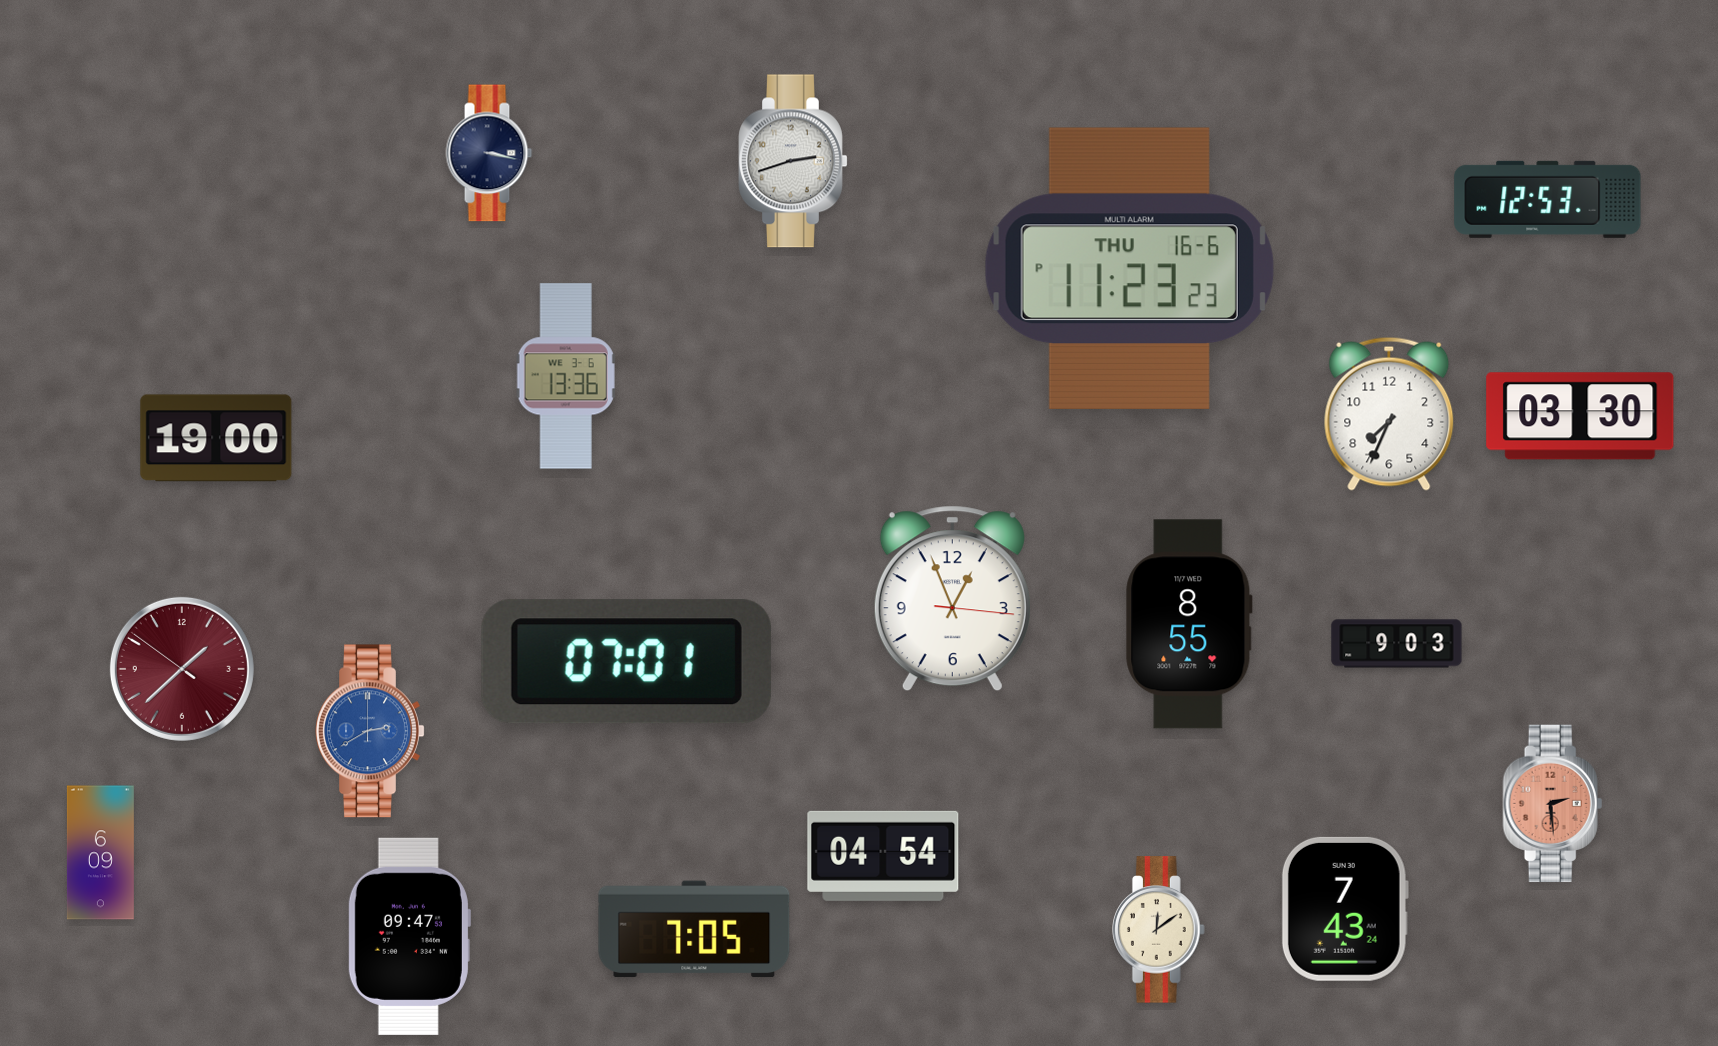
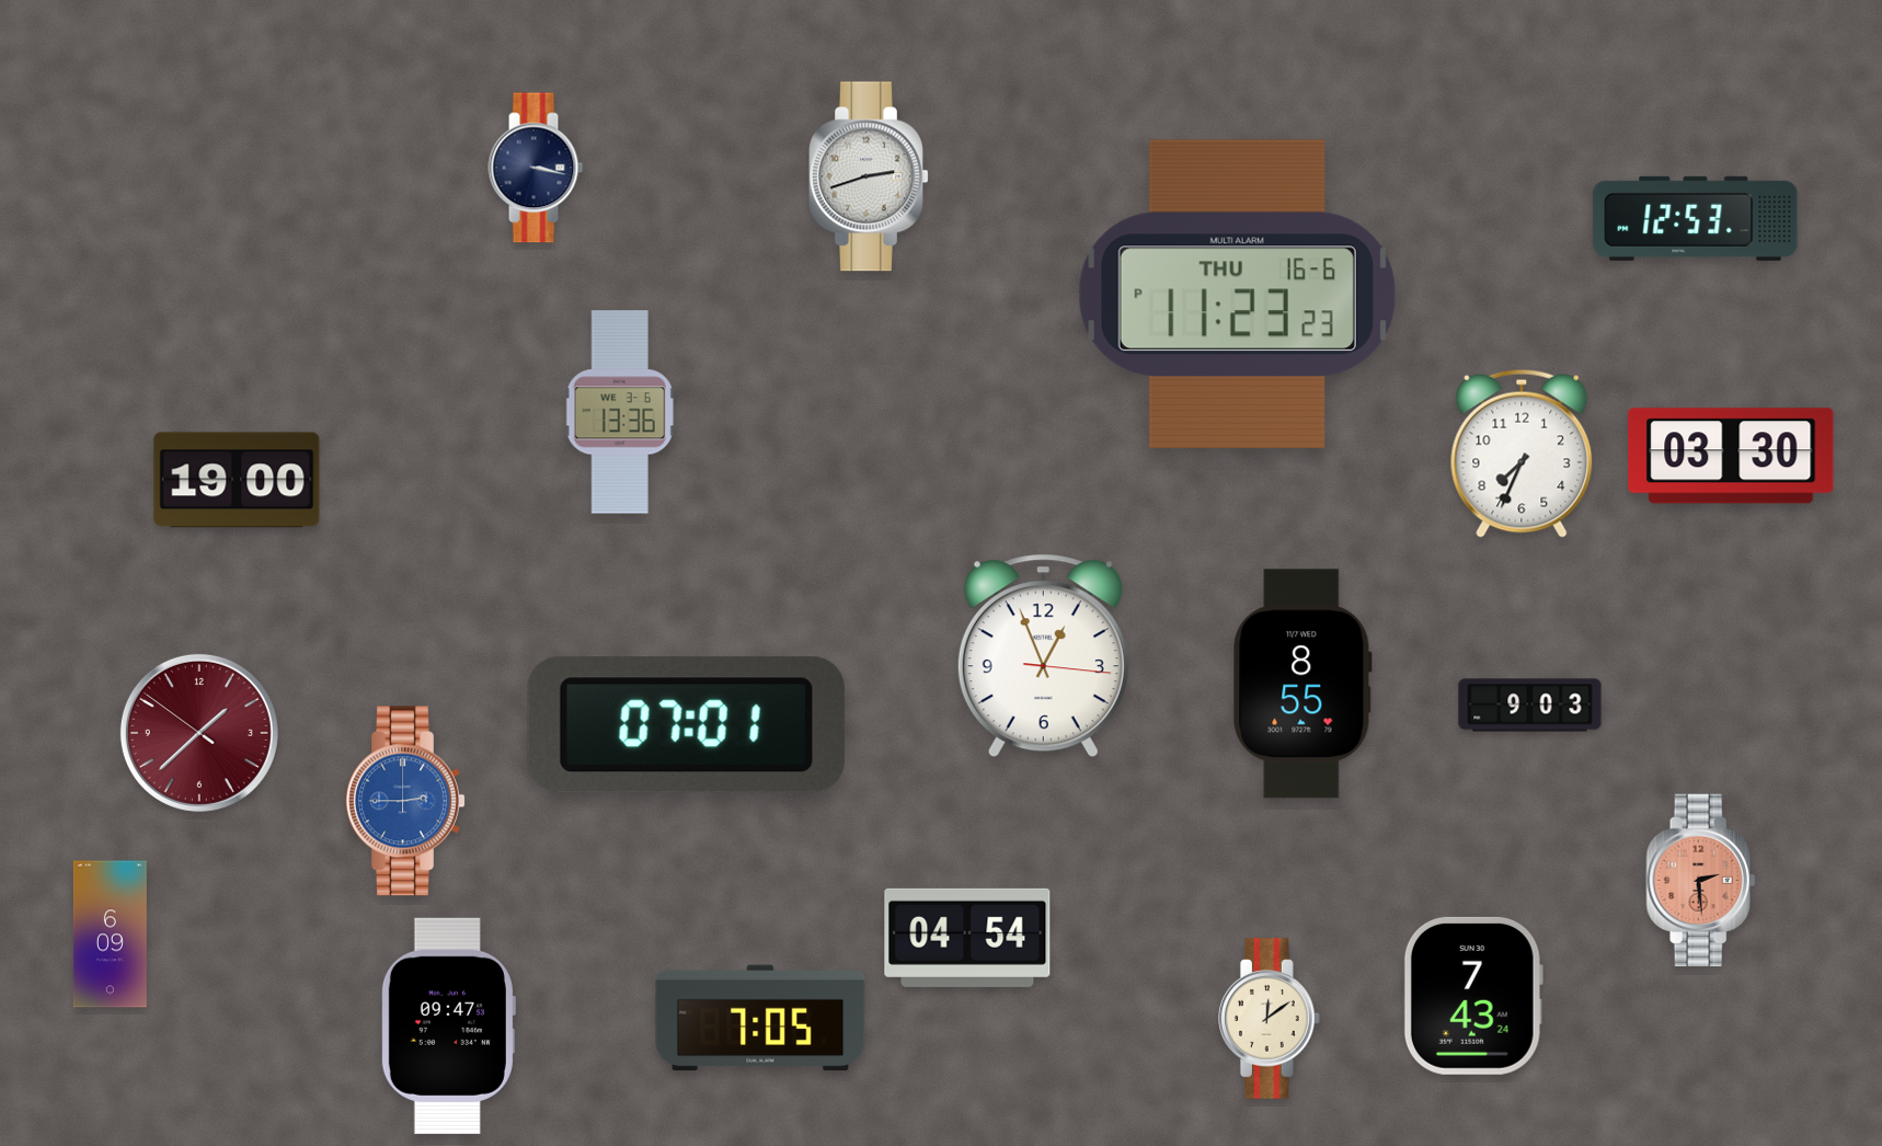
clock at (370, 731): 2:40 -> 2:45
